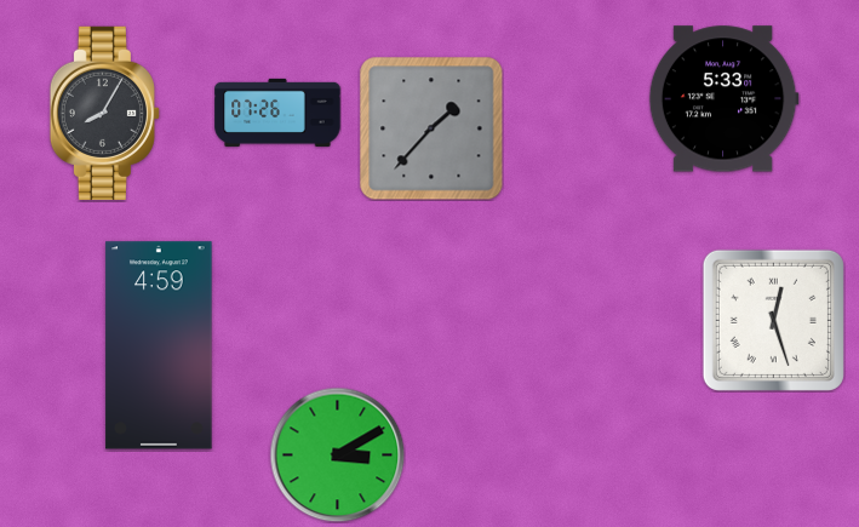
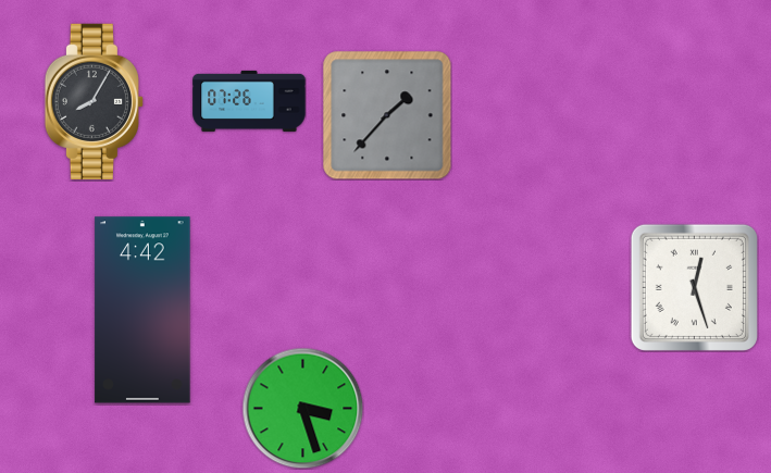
clock at (723, 99): 5:33 -> none
clock at (159, 345): 4:59 -> 4:42
clock at (337, 454): 3:10 -> 3:27
